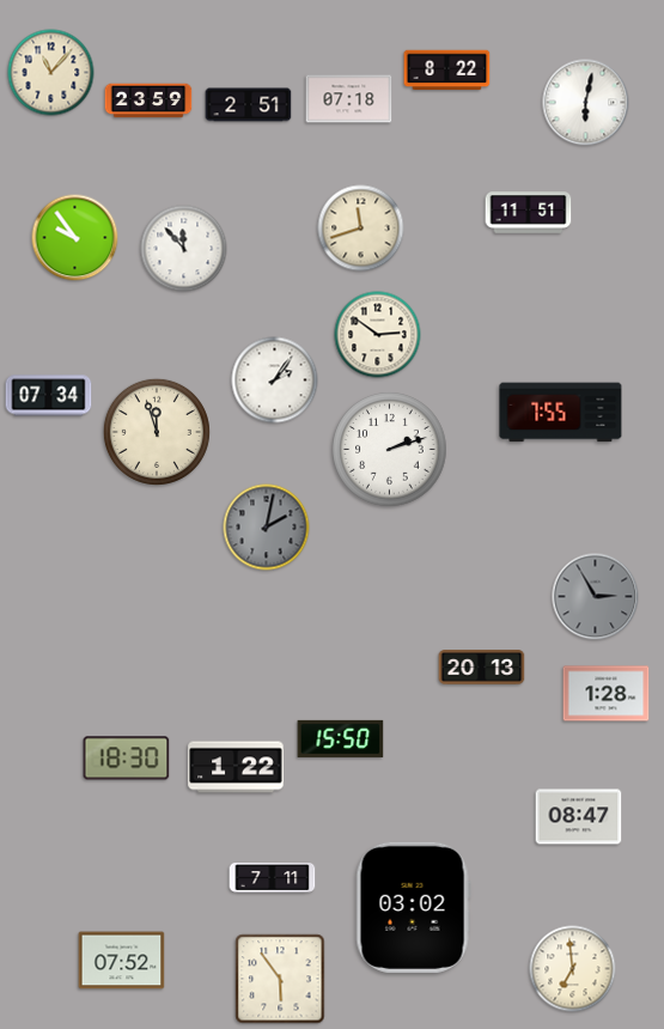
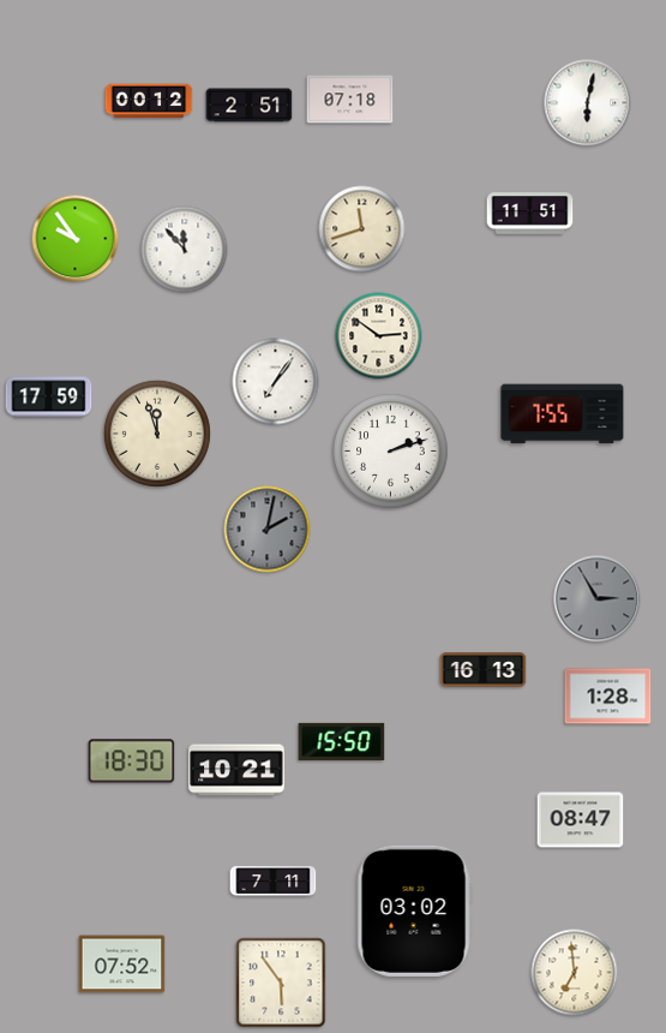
clock at (447, 71): 8:22 -> none
clock at (51, 73): 11:07 -> none
clock at (148, 101): 23:59 -> 00:12
clock at (275, 380): 2:06 -> 7:06
clock at (49, 396): 07:34 -> 17:59
clock at (482, 668): 20:13 -> 16:13
clock at (127, 759) position: (127, 759) -> (132, 762)
clock at (236, 767): 1:22 -> 10:21
